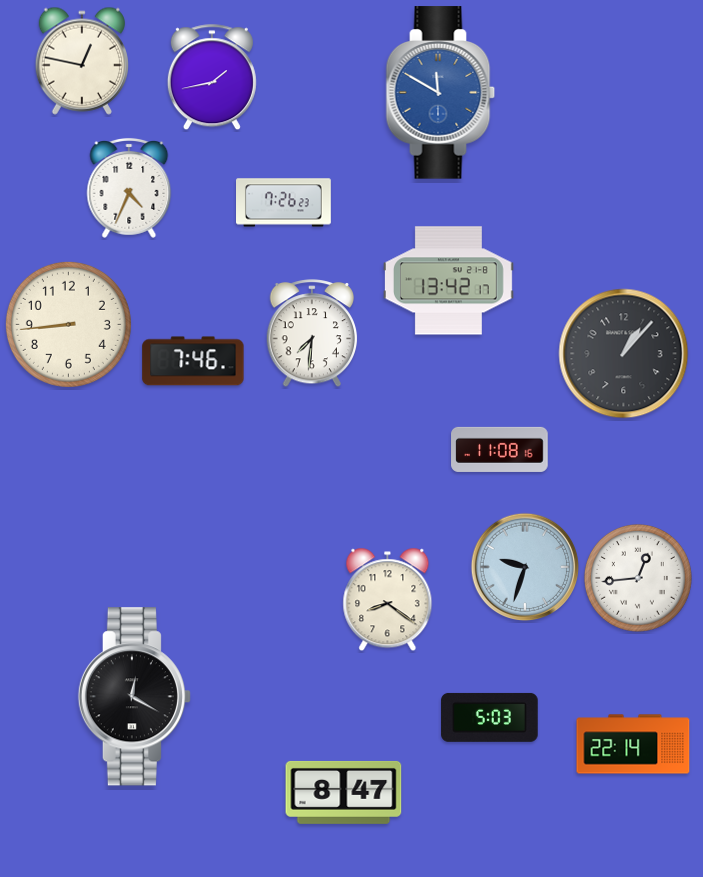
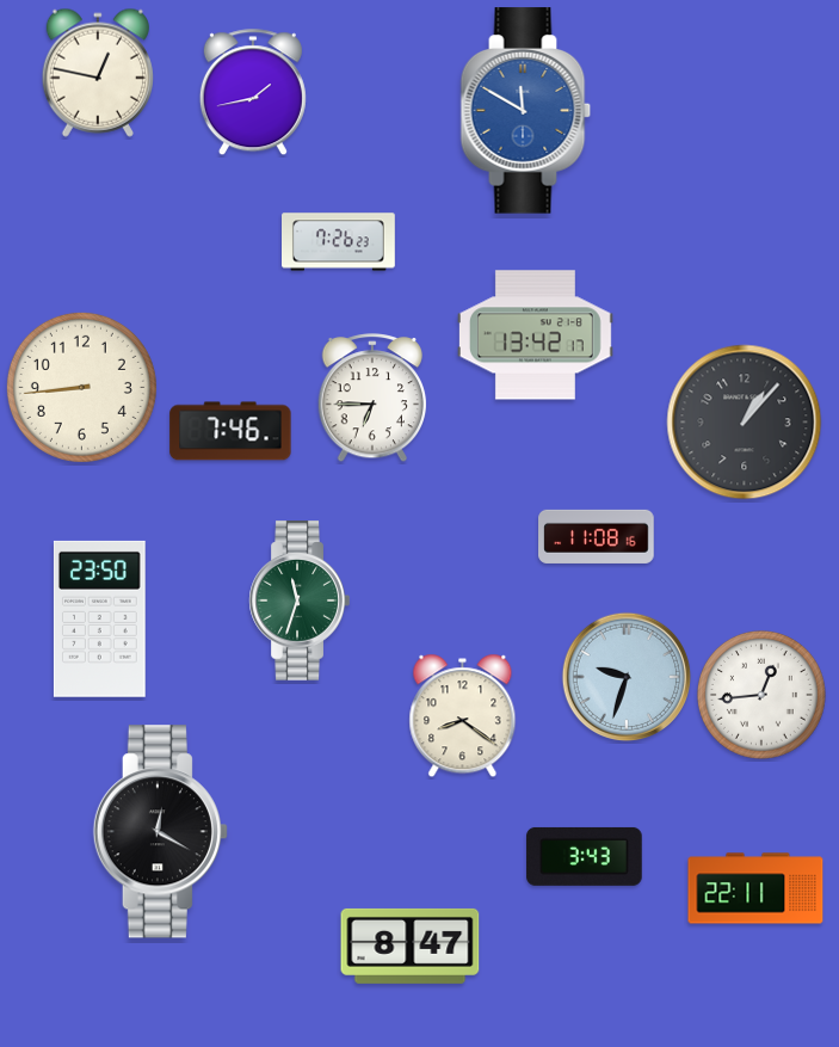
clock at (129, 188): 4:34 -> none
clock at (312, 334): 7:31 -> 6:45
clock at (300, 601): none -> 11:33
clock at (99, 618): none -> 23:50
clock at (638, 578) position: (638, 578) -> (761, 695)
clock at (490, 717): 5:03 -> 3:43
clock at (633, 744): 22:14 -> 22:11
